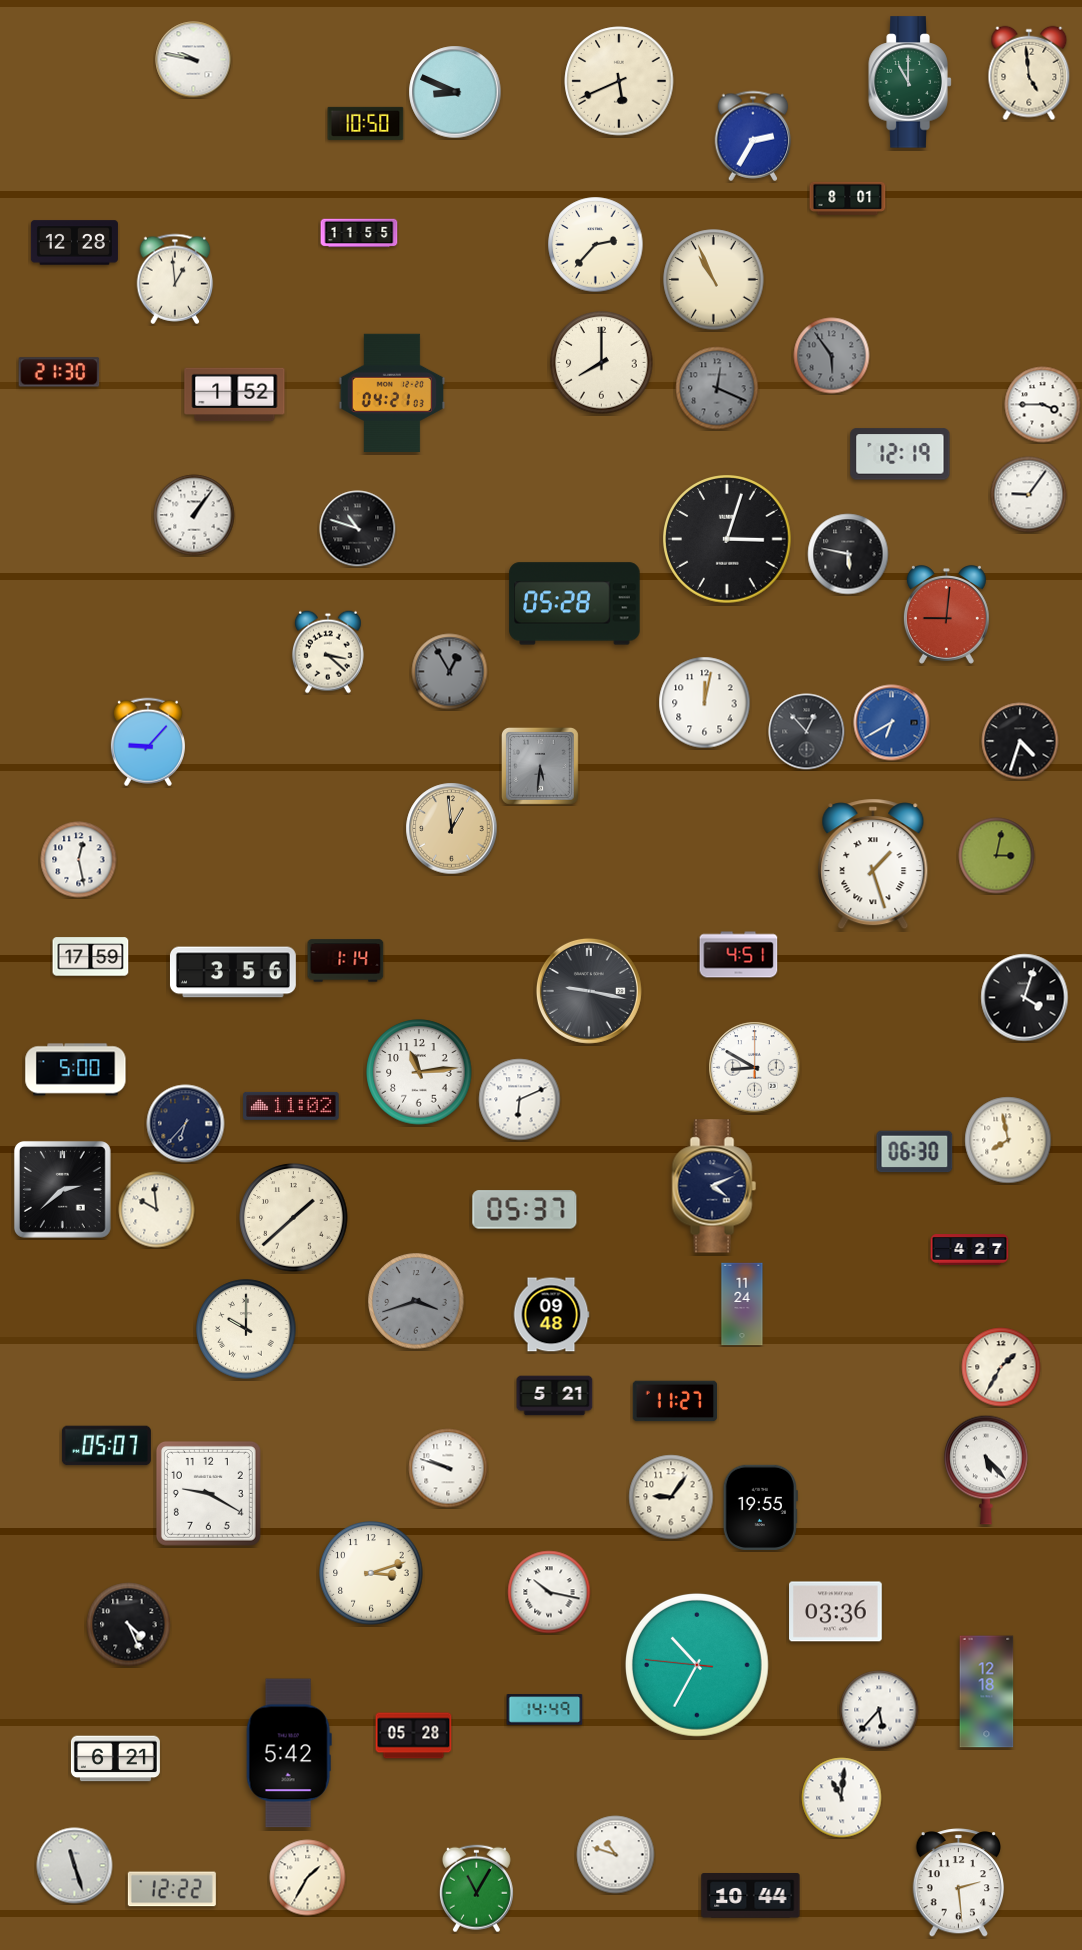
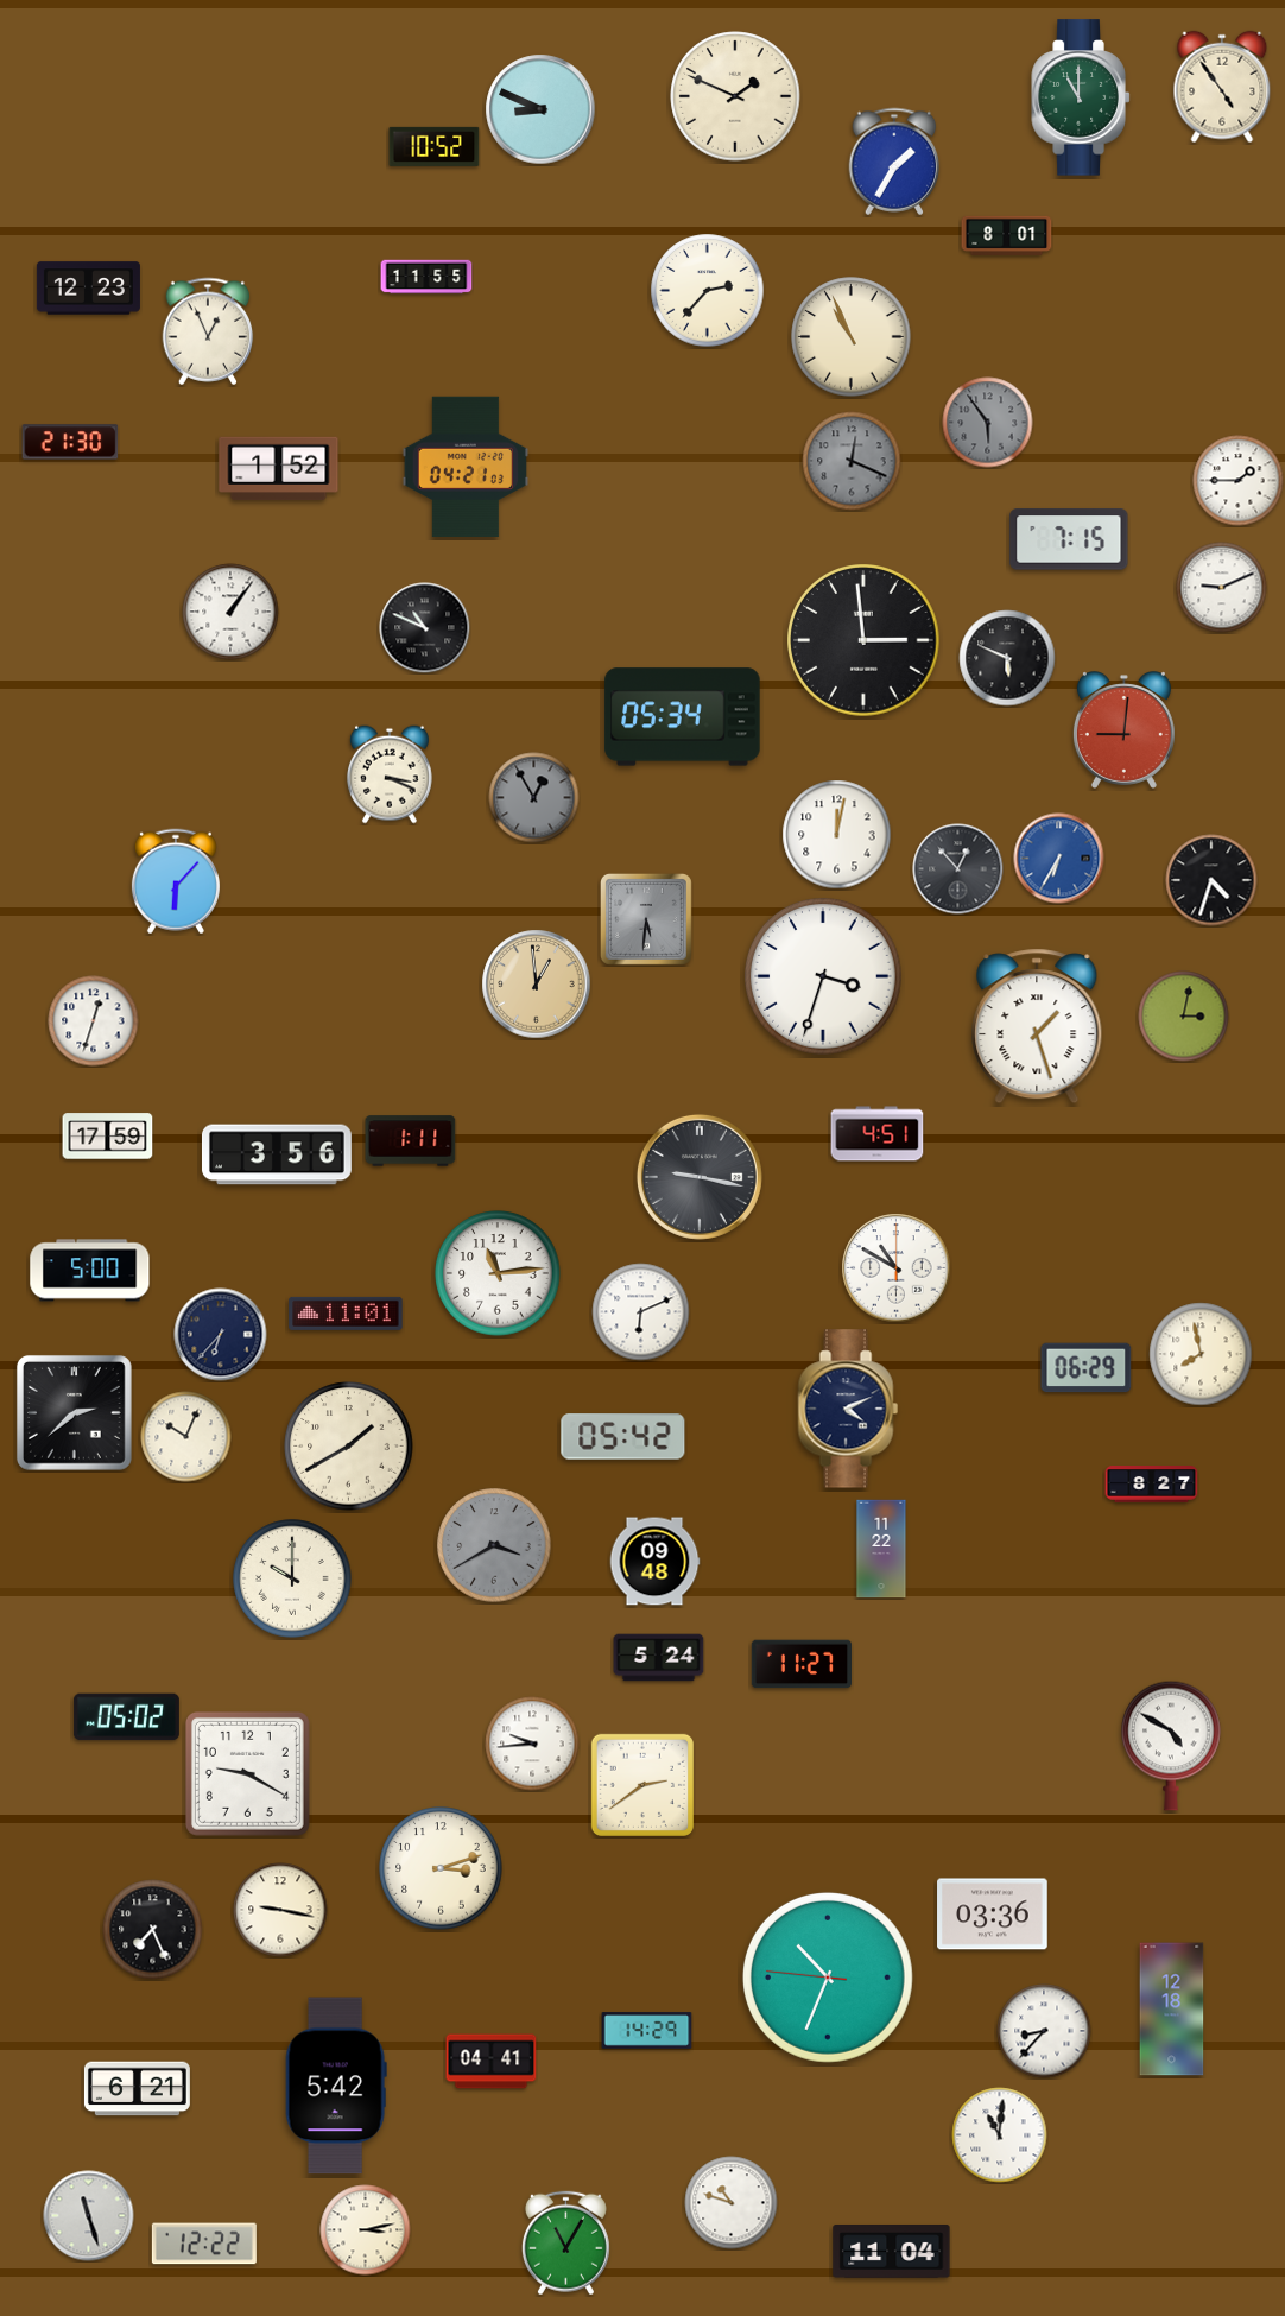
clock at (194, 60): 9:47 -> none
clock at (1029, 73): 4:59 -> 4:54
clock at (619, 81): 5:41 -> 1:49
clock at (366, 123): 10:50 -> 10:52
clock at (753, 136): 2:35 -> 1:35
clock at (74, 243): 12:28 -> 12:23
clock at (175, 279): 12:59 -> 12:56
clock at (714, 280) position: (714, 280) -> (852, 337)
clock at (602, 363): 8:00 -> none
clock at (1043, 405): 3:45 -> 1:45
clock at (900, 454): 12:19 -> 7:15
clock at (1029, 495): 9:06 -> 9:11
clock at (358, 529): 10:48 -> 10:49
clock at (727, 539): 3:03 -> 2:59
clock at (848, 554): 5:47 -> 5:49
clock at (575, 604): 05:28 -> 05:34
clock at (328, 652): 3:22 -> 3:19
clock at (892, 723): 6:40 -> 6:35
clock at (148, 742): 9:07 -> 6:07
clock at (540, 766) position: (540, 766) -> (646, 919)
clock at (824, 977): none -> 3:33
clock at (79, 860): 12:28 -> 12:33
clock at (346, 961): 1:14 -> 1:11
clock at (1025, 998): 4:03 -> none
clock at (755, 1068): 8:50 -> 10:50
clock at (520, 1100) position: (520, 1100) -> (641, 1312)
clock at (291, 1106): 11:02 -> 11:01
clock at (1008, 1140) position: (1008, 1140) -> (1201, 1354)
clock at (915, 1152): 06:30 -> 06:29
clock at (157, 1210): 9:59 -> 10:04
clock at (525, 1210): 05:37 -> 05:42
clock at (294, 1218): 1:38 -> 1:40
clock at (970, 1250): 4:27 -> 8:27
clock at (416, 1301): 3:42 -> 3:40
clock at (742, 1304): 11:24 -> 11:22
clock at (1001, 1367): 1:35 -> none
clock at (555, 1396): 5:21 -> 5:24
clock at (106, 1446): 05:07 -> 05:02
clock at (448, 1468): 9:48 -> 9:44
clock at (986, 1470): 5:23 -> 4:50
clock at (671, 1497): 9:06 -> none
clock at (642, 1785): none -> 2:39
clock at (760, 1507): 19:55 -> none
clock at (549, 1592): 10:17 -> none
clock at (280, 1910): none -> 9:17
clock at (129, 1625): 4:26 -> 7:26
clock at (697, 1665): 10:34 -> 10:33
clock at (545, 1710): 14:49 -> 14:29
clock at (879, 1710): 5:37 -> 8:37
clock at (414, 1736): 05:28 -> 04:41
clock at (289, 1753) position: (289, 1753) -> (336, 2086)
clock at (308, 1878): 1:35 -> 3:13
clock at (958, 1883): 2:29 -> none
clock at (751, 1896): 10:44 -> 11:04
